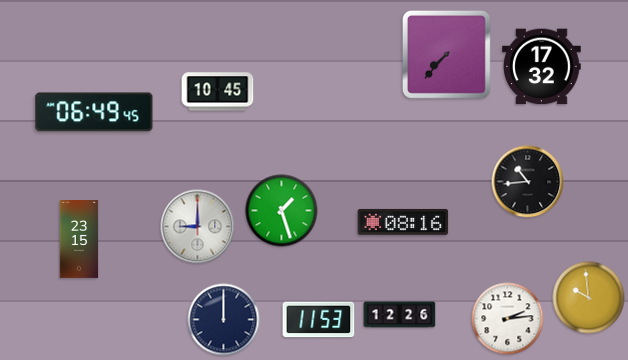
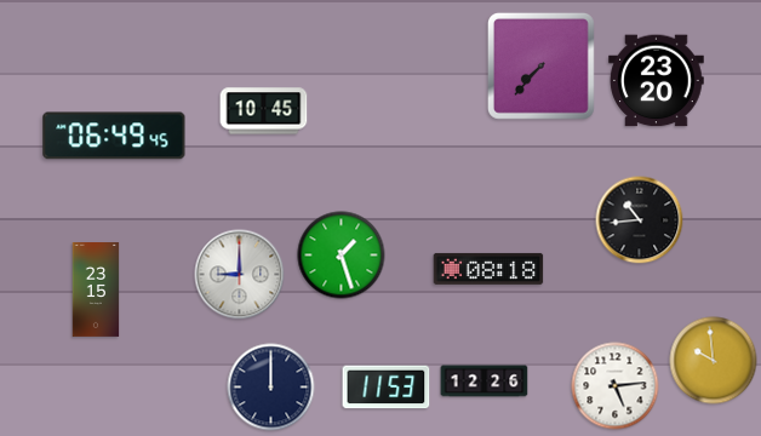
clock at (542, 67): 17:32 -> 23:20
clock at (403, 222): 08:16 -> 08:18
clock at (508, 319): 2:14 -> 5:14
